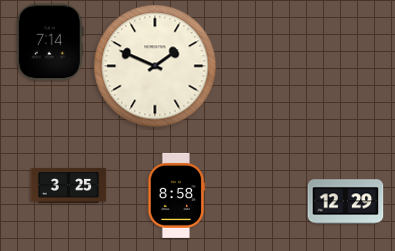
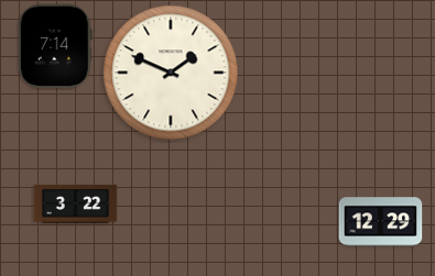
clock at (69, 185): 3:25 -> 3:22
clock at (176, 195): 8:58 -> none
